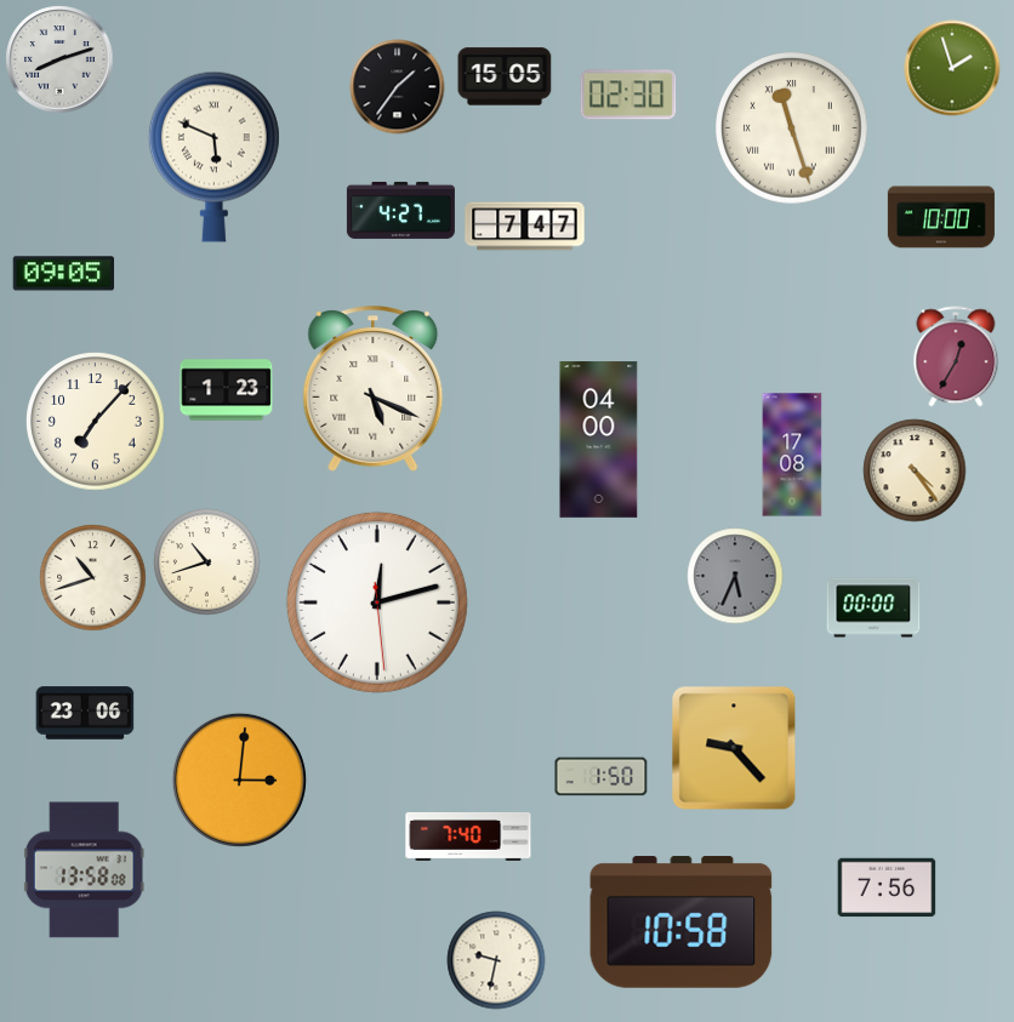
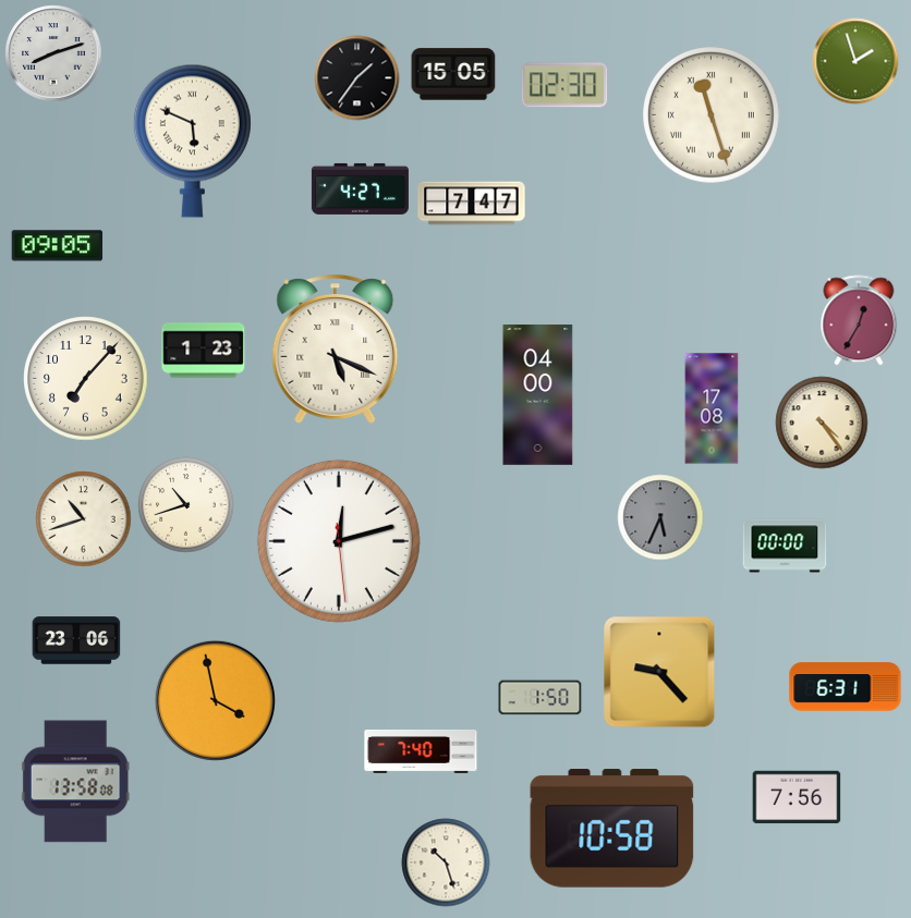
clock at (505, 76) position: (505, 76) -> (453, 74)
clock at (941, 217): 10:00 -> none
clock at (846, 687): none -> 6:31
clock at (239, 780): 3:01 -> 3:58
clock at (496, 960): 9:32 -> 10:27
